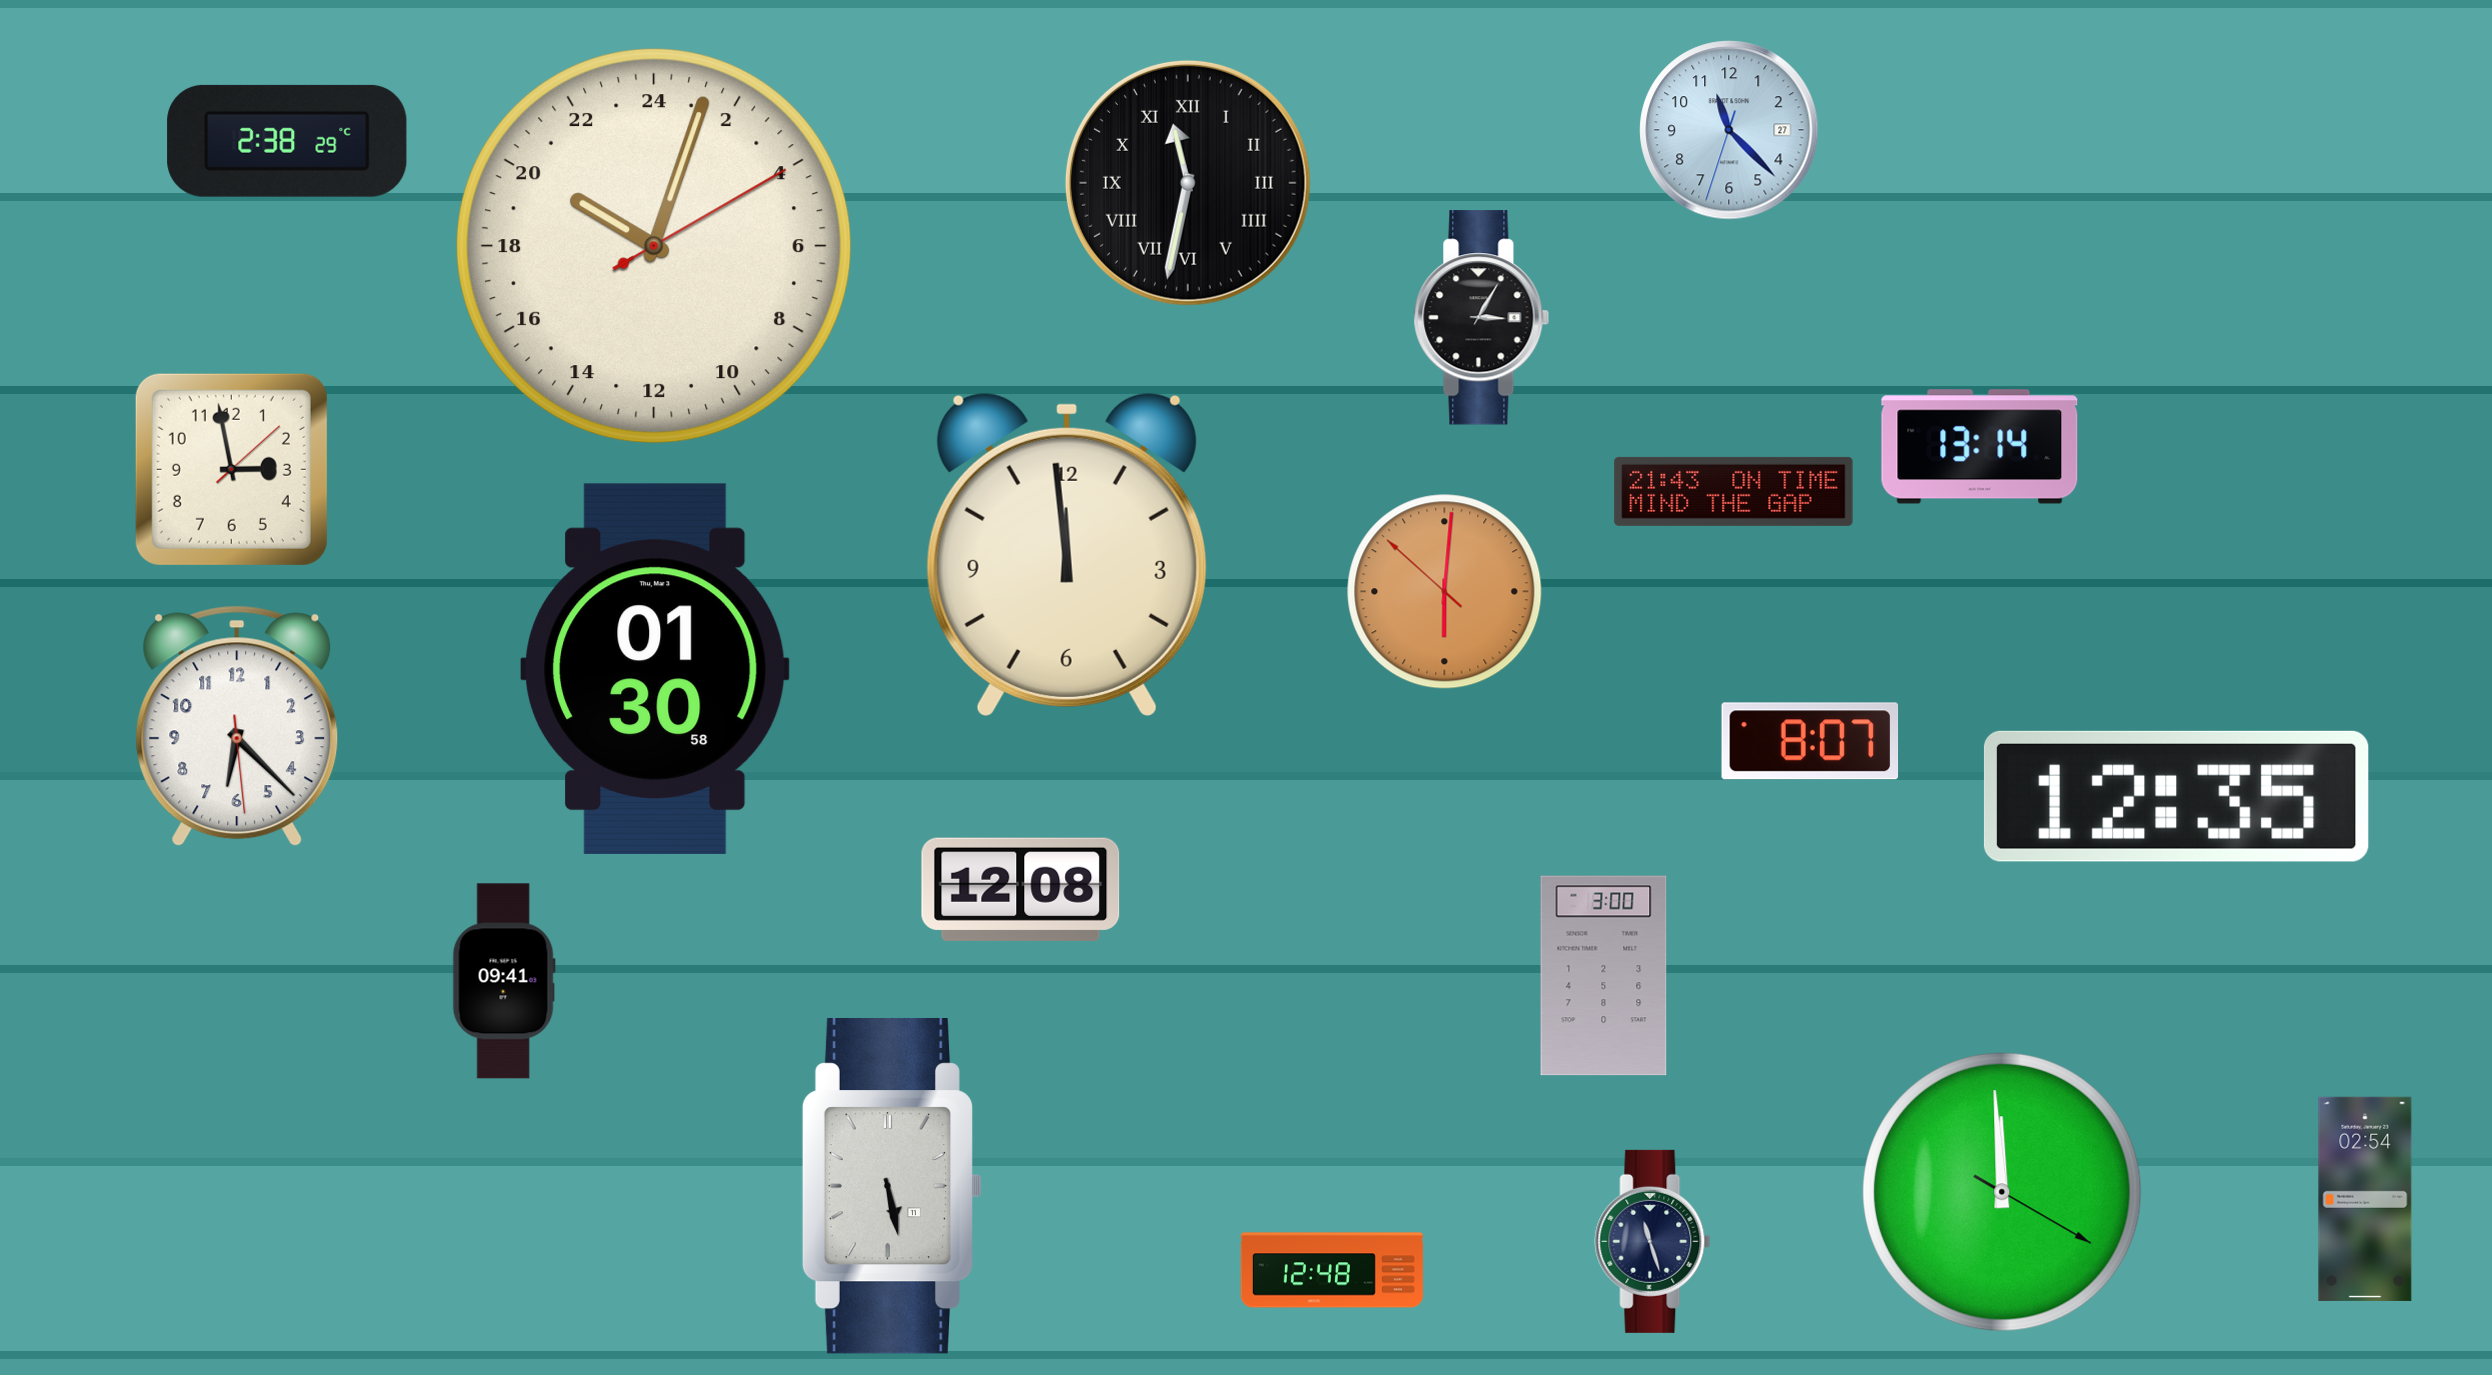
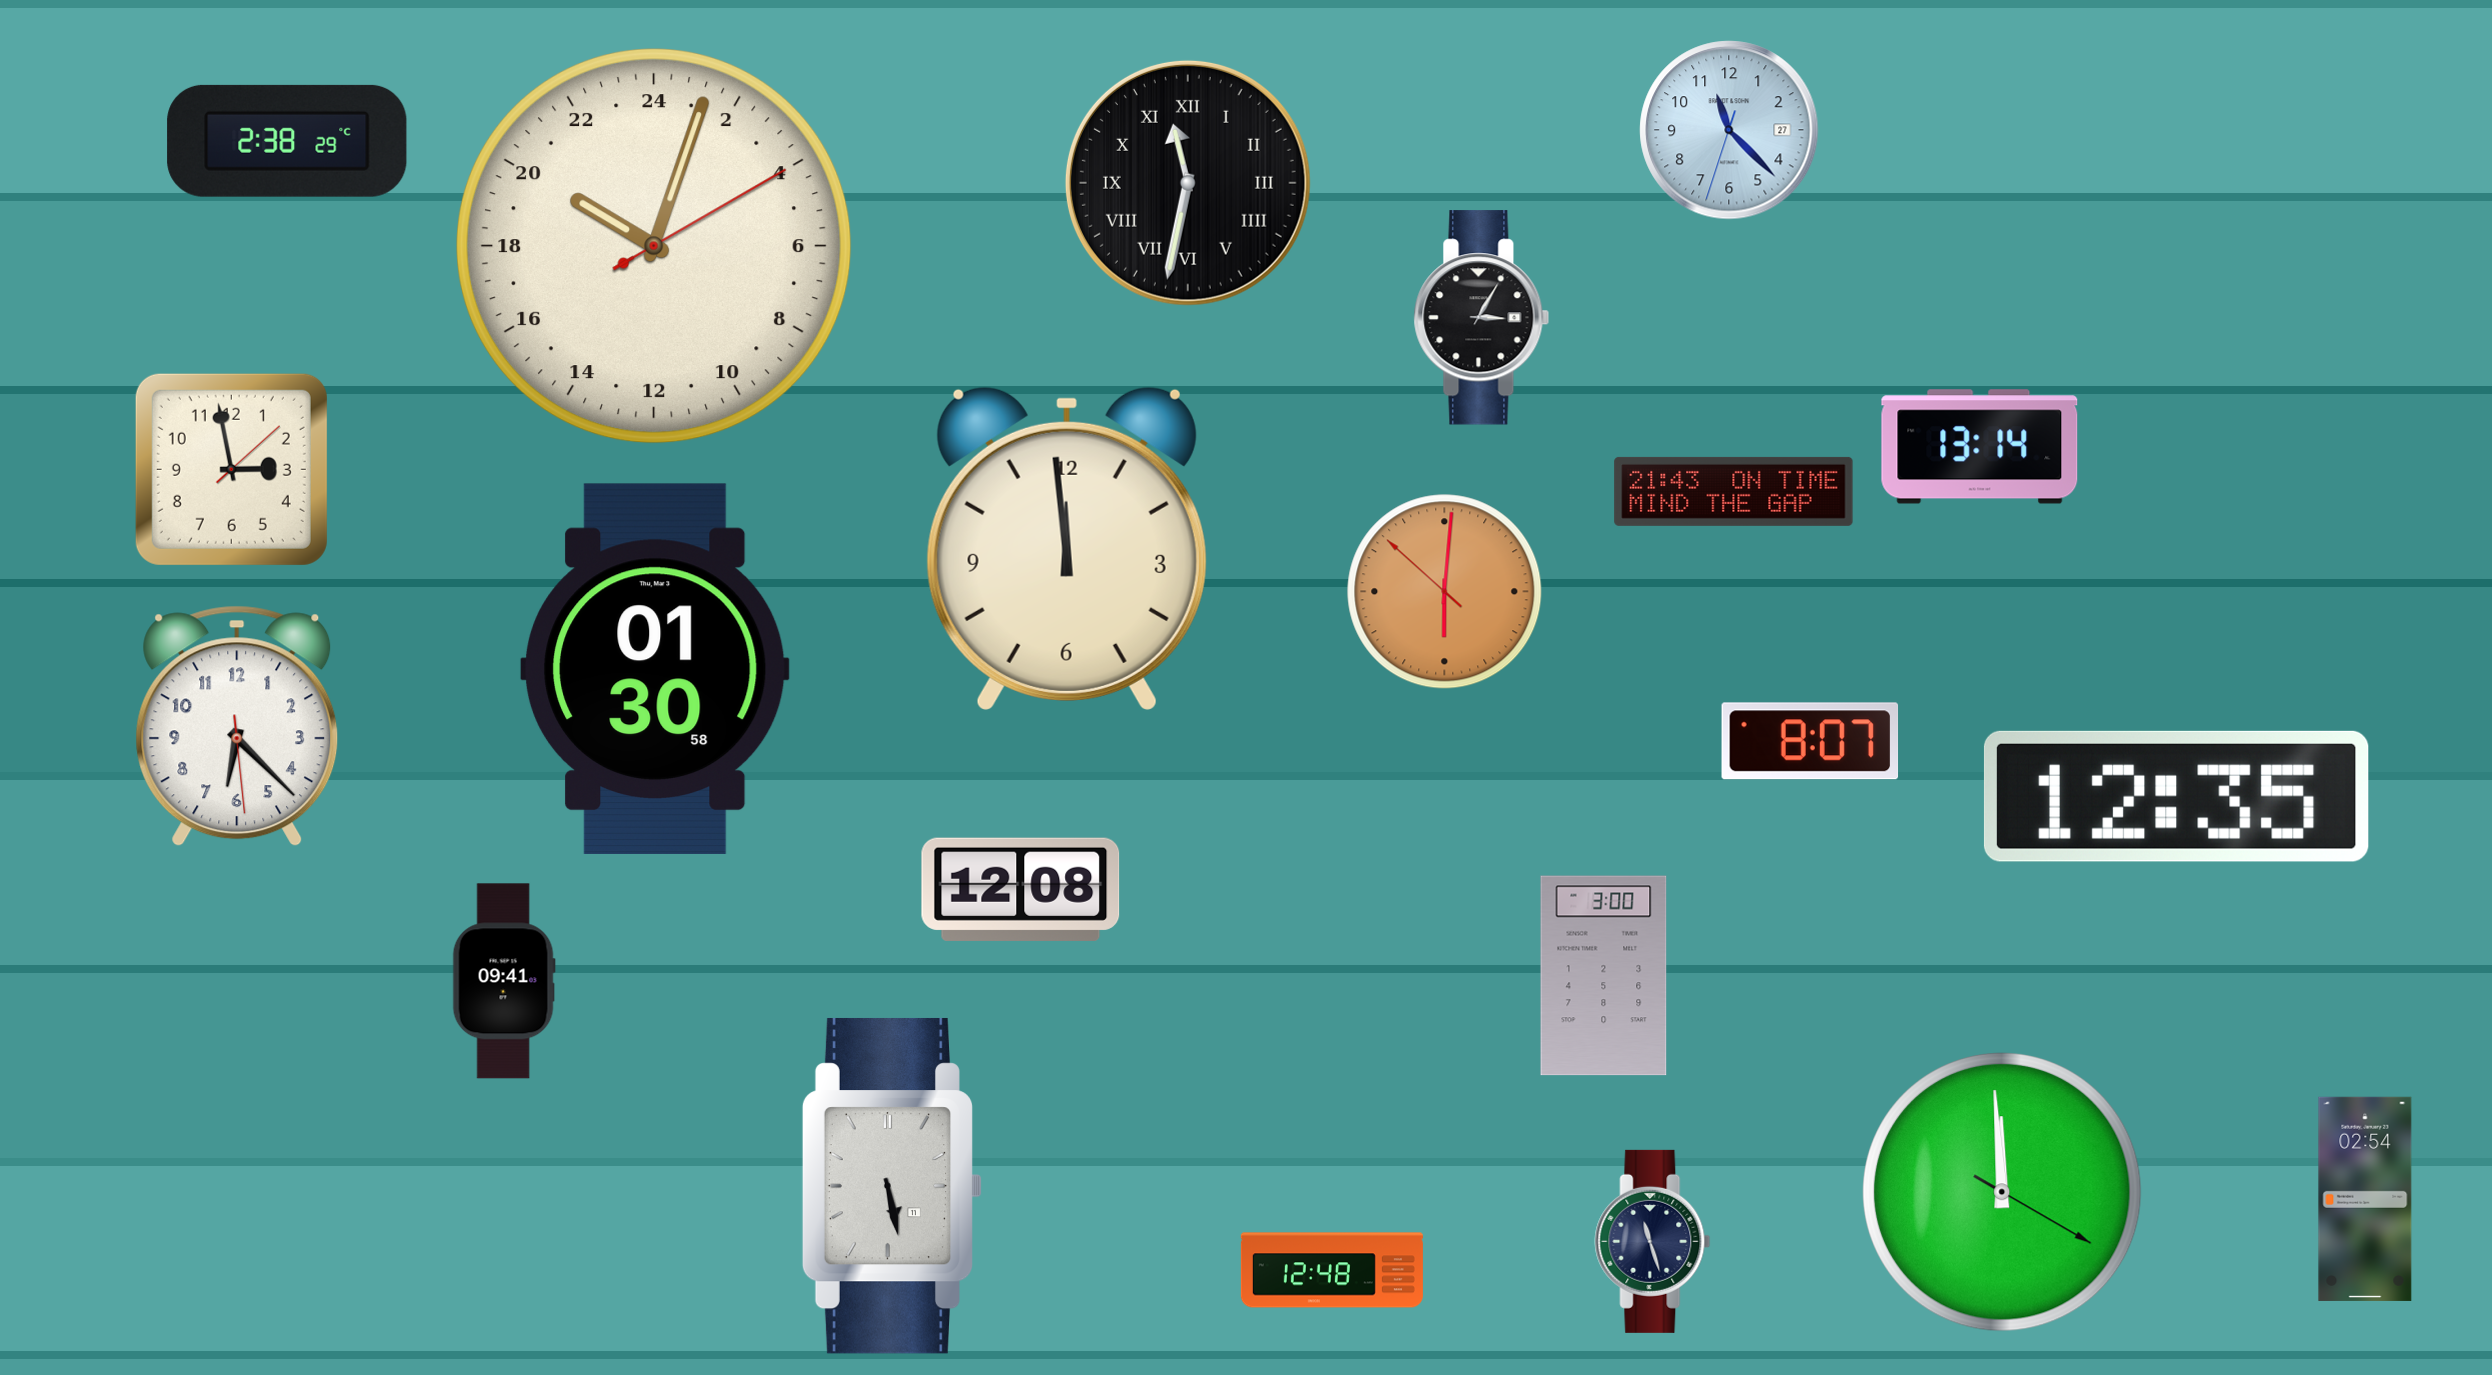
clock at (1067, 554) position: (1067, 554) -> (1067, 548)
